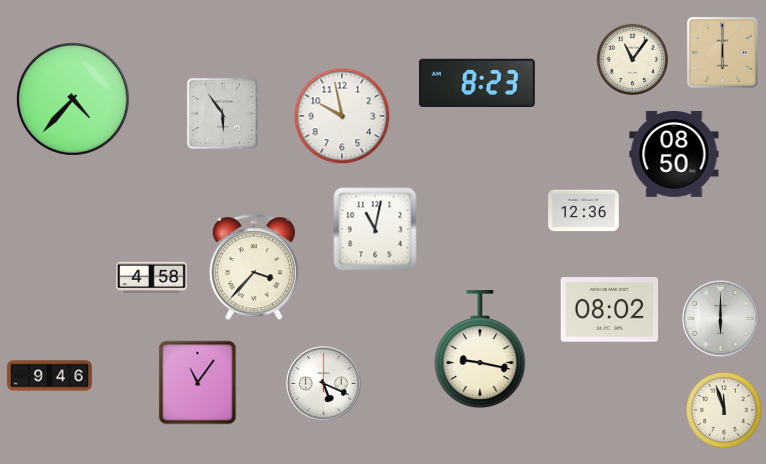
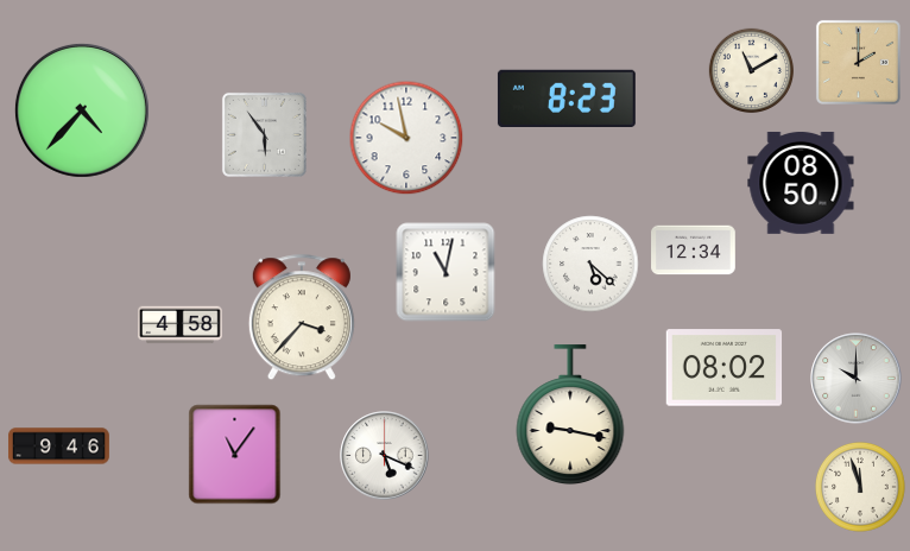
clock at (722, 52): 6:00 -> 2:00
clock at (632, 59): 11:06 -> 11:10
clock at (73, 99) position: (73, 99) -> (82, 110)
clock at (584, 211): 12:36 -> 12:34
clock at (590, 264): none -> 5:22
clock at (152, 278) position: (152, 278) -> (181, 325)
clock at (721, 319): 6:00 -> 10:00
